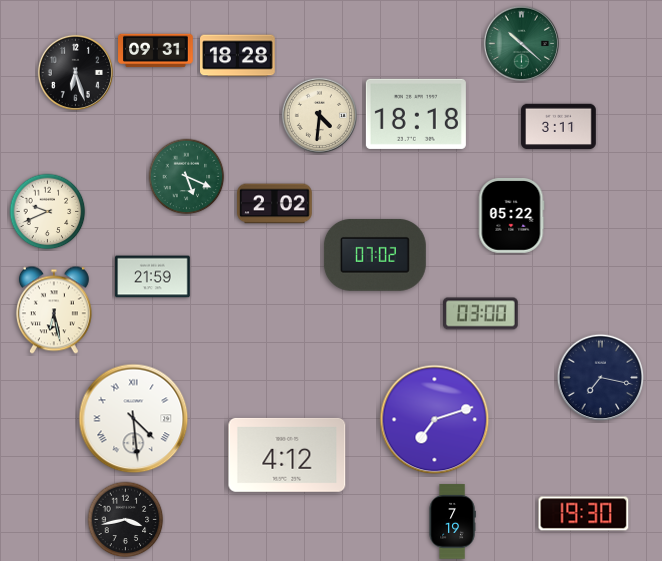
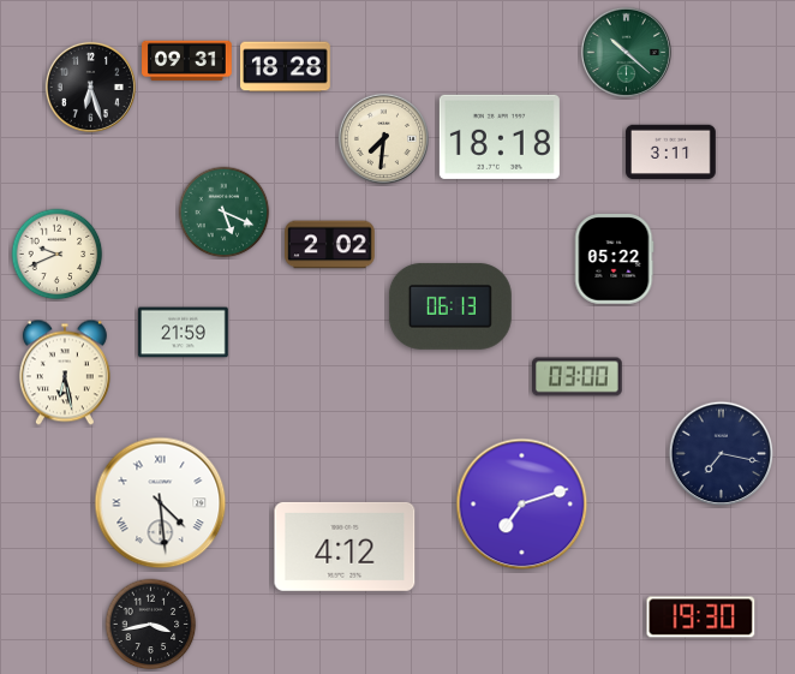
clock at (319, 115): 4:31 -> 7:31
clock at (375, 255): 07:02 -> 06:13
clock at (452, 522): 7:19 -> none
